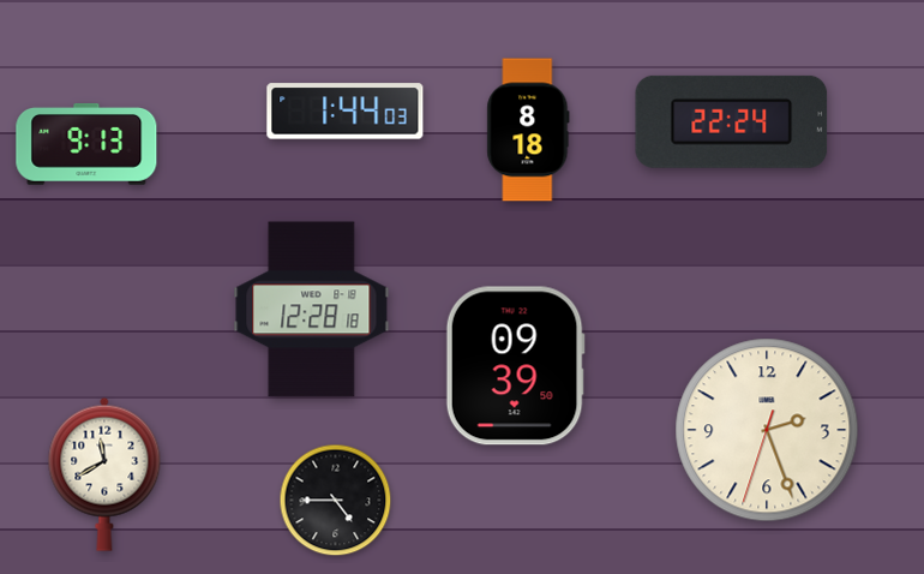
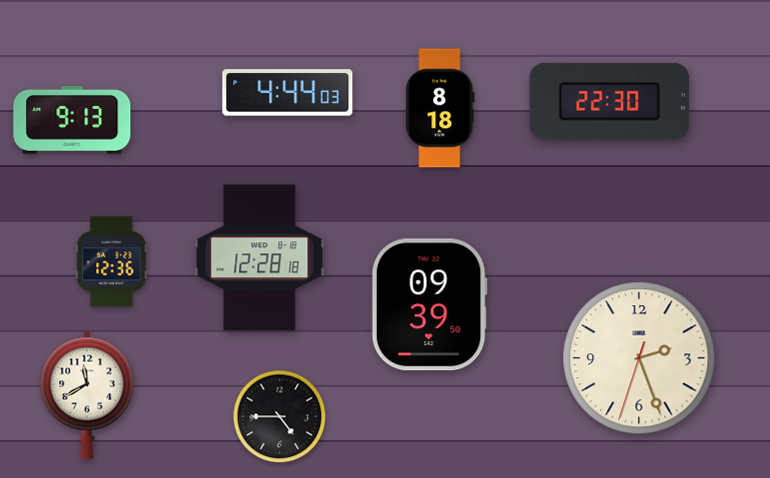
clock at (346, 112): 1:44 -> 4:44
clock at (732, 121): 22:24 -> 22:30
clock at (112, 262): none -> 12:36
